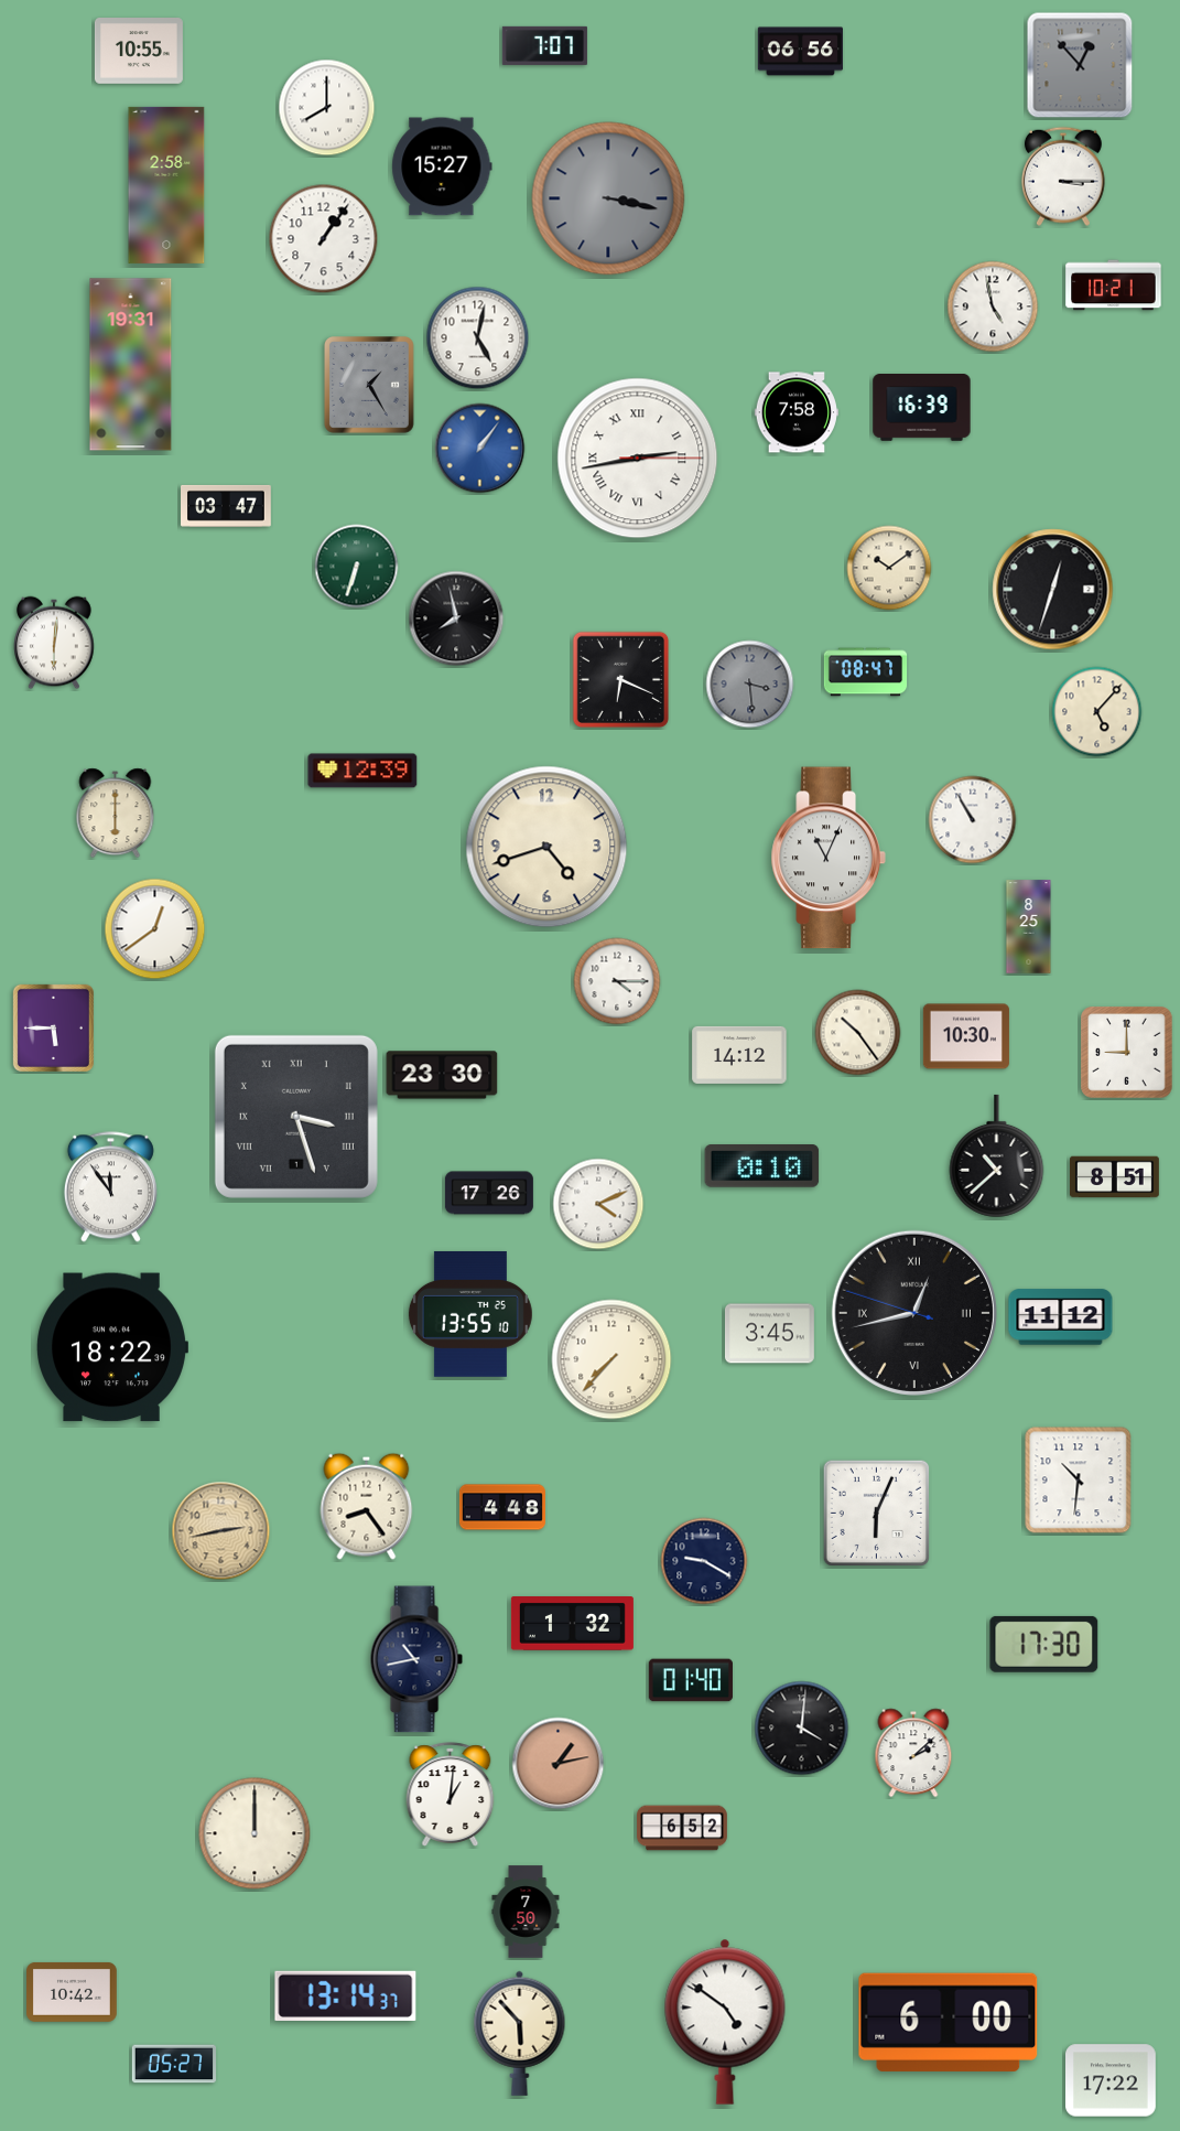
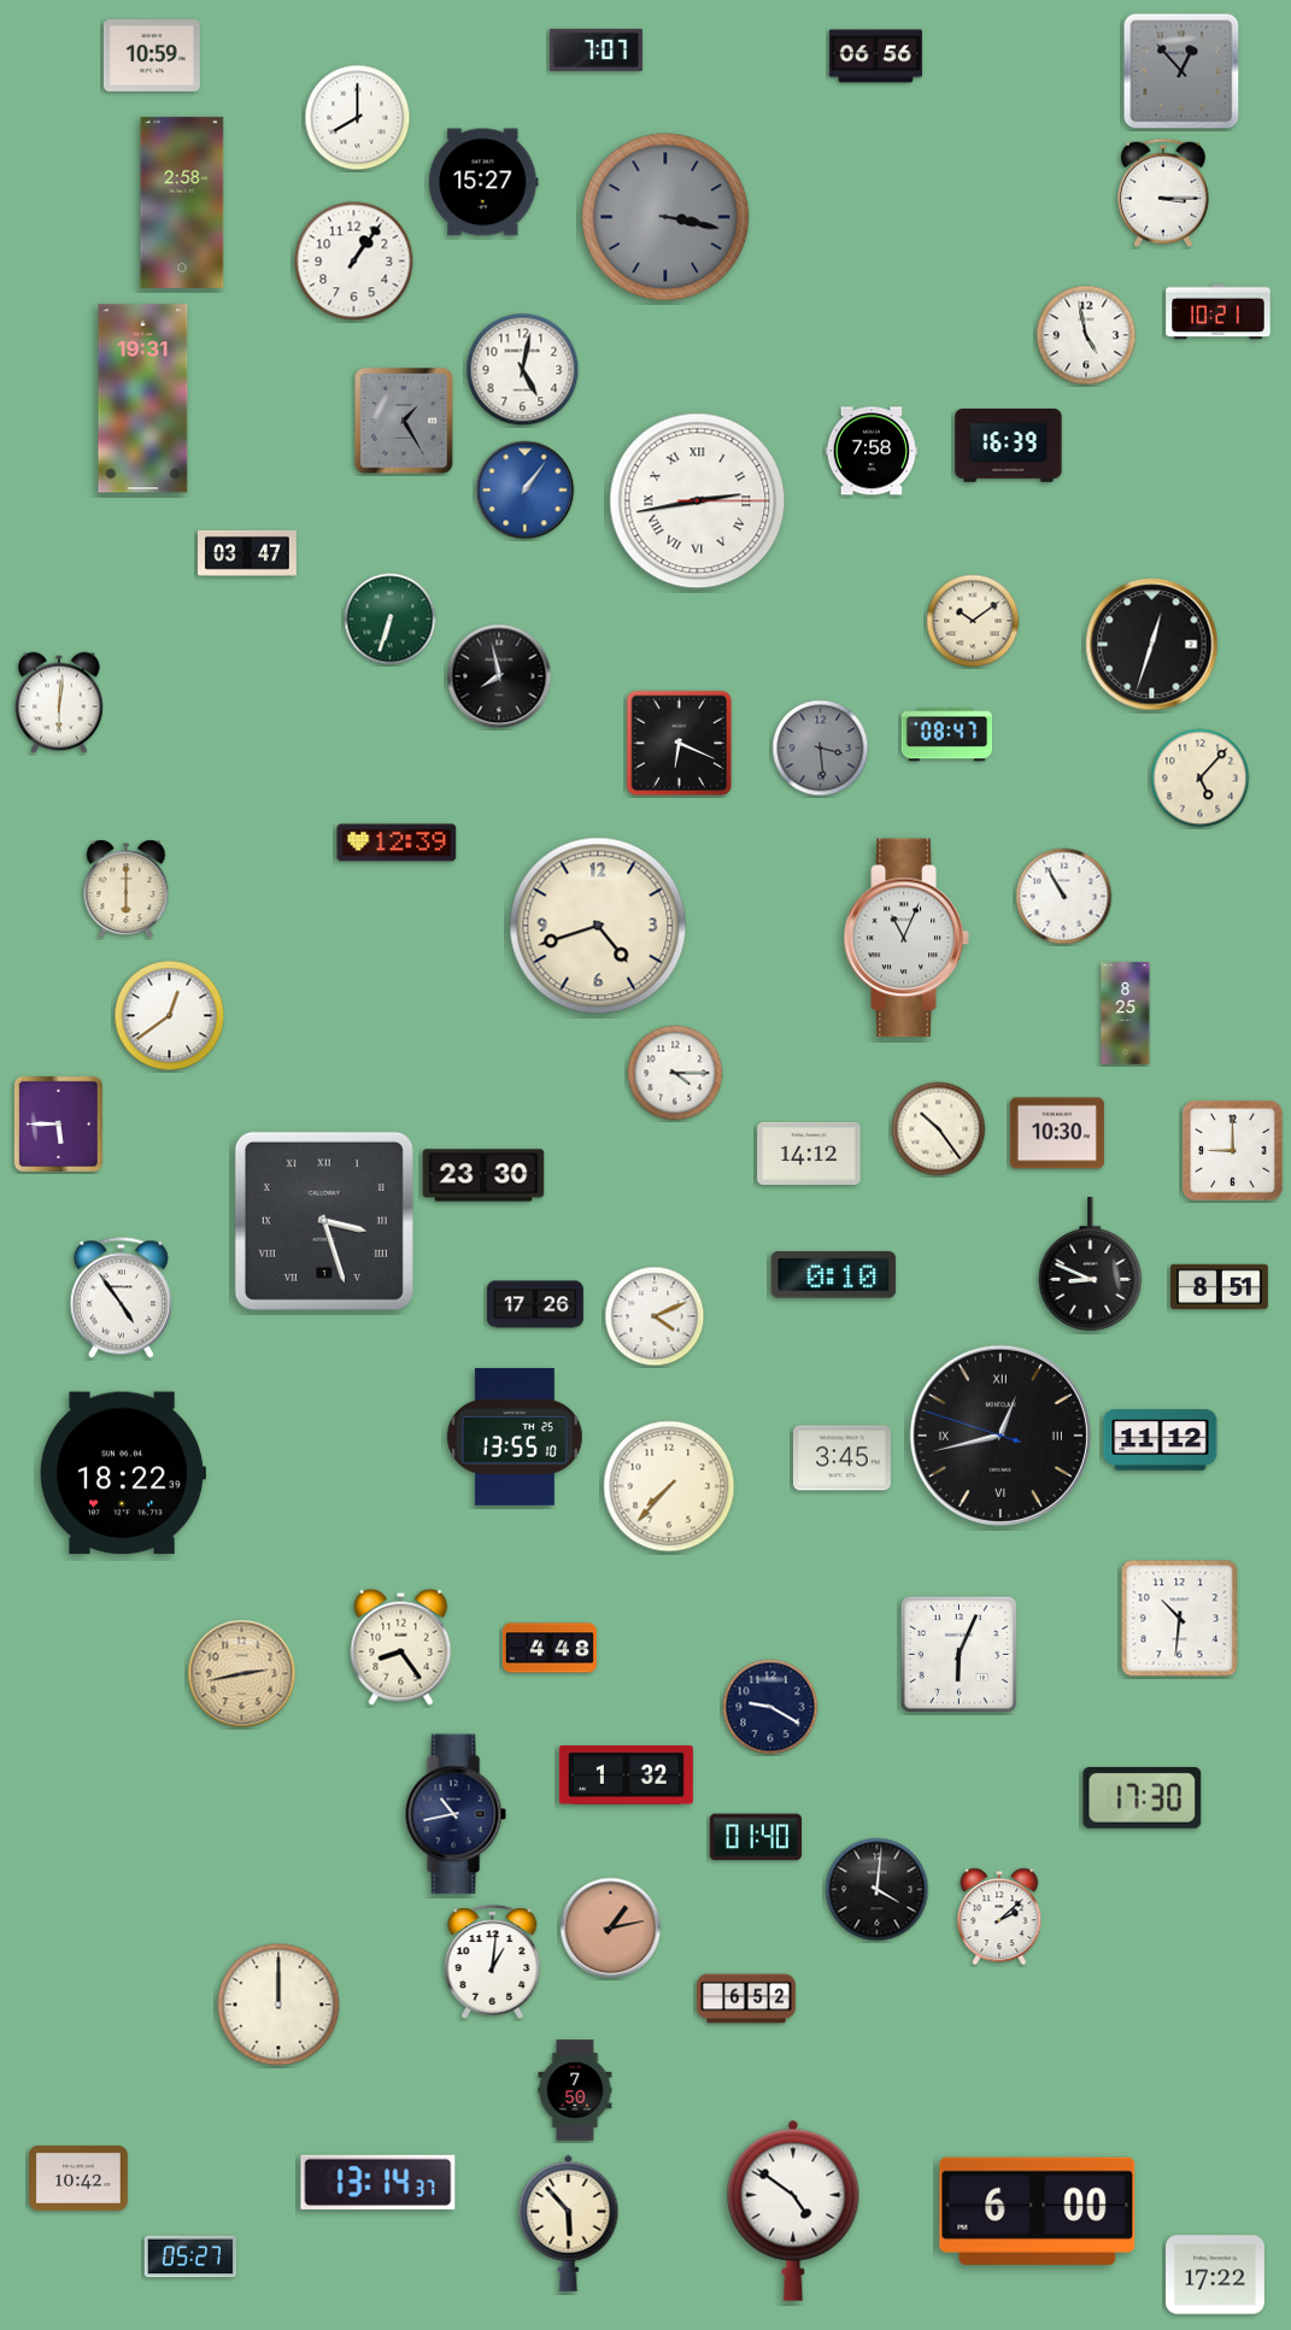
clock at (139, 52): 10:55 -> 10:59
clock at (997, 1156): 10:38 -> 8:49
clock at (110, 1187): 11:54 -> 4:54
